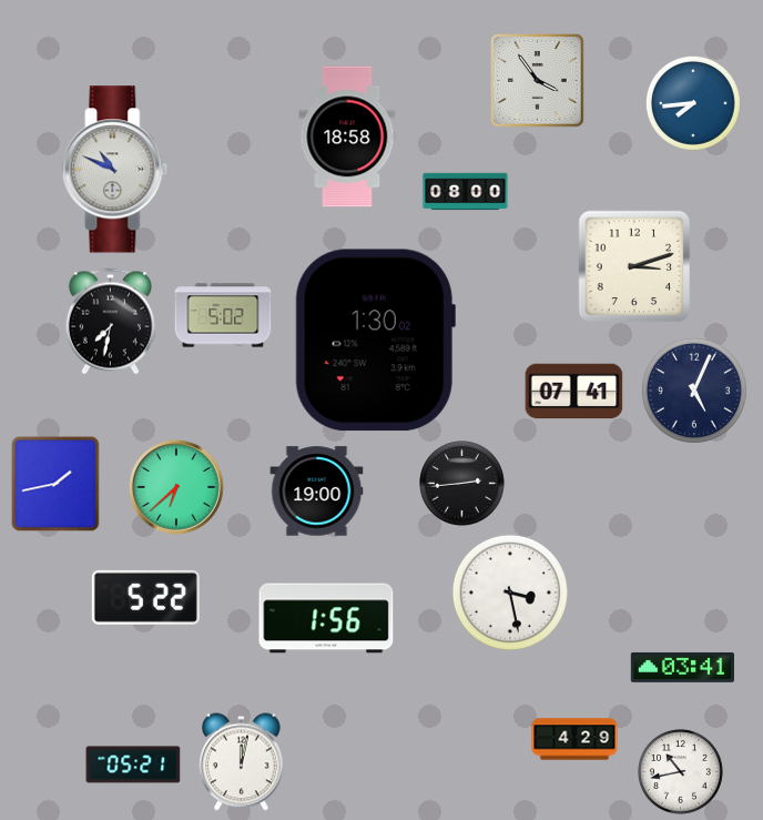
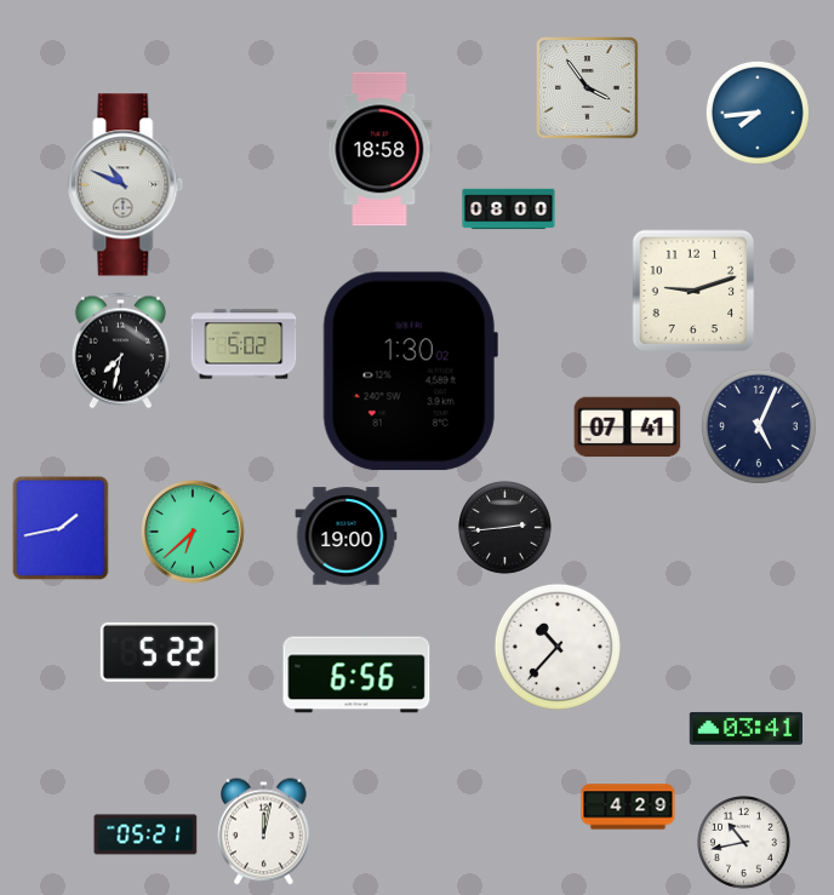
clock at (634, 266): 3:12 -> 9:12
clock at (510, 593): 3:28 -> 10:37
clock at (326, 618): 1:56 -> 6:56
